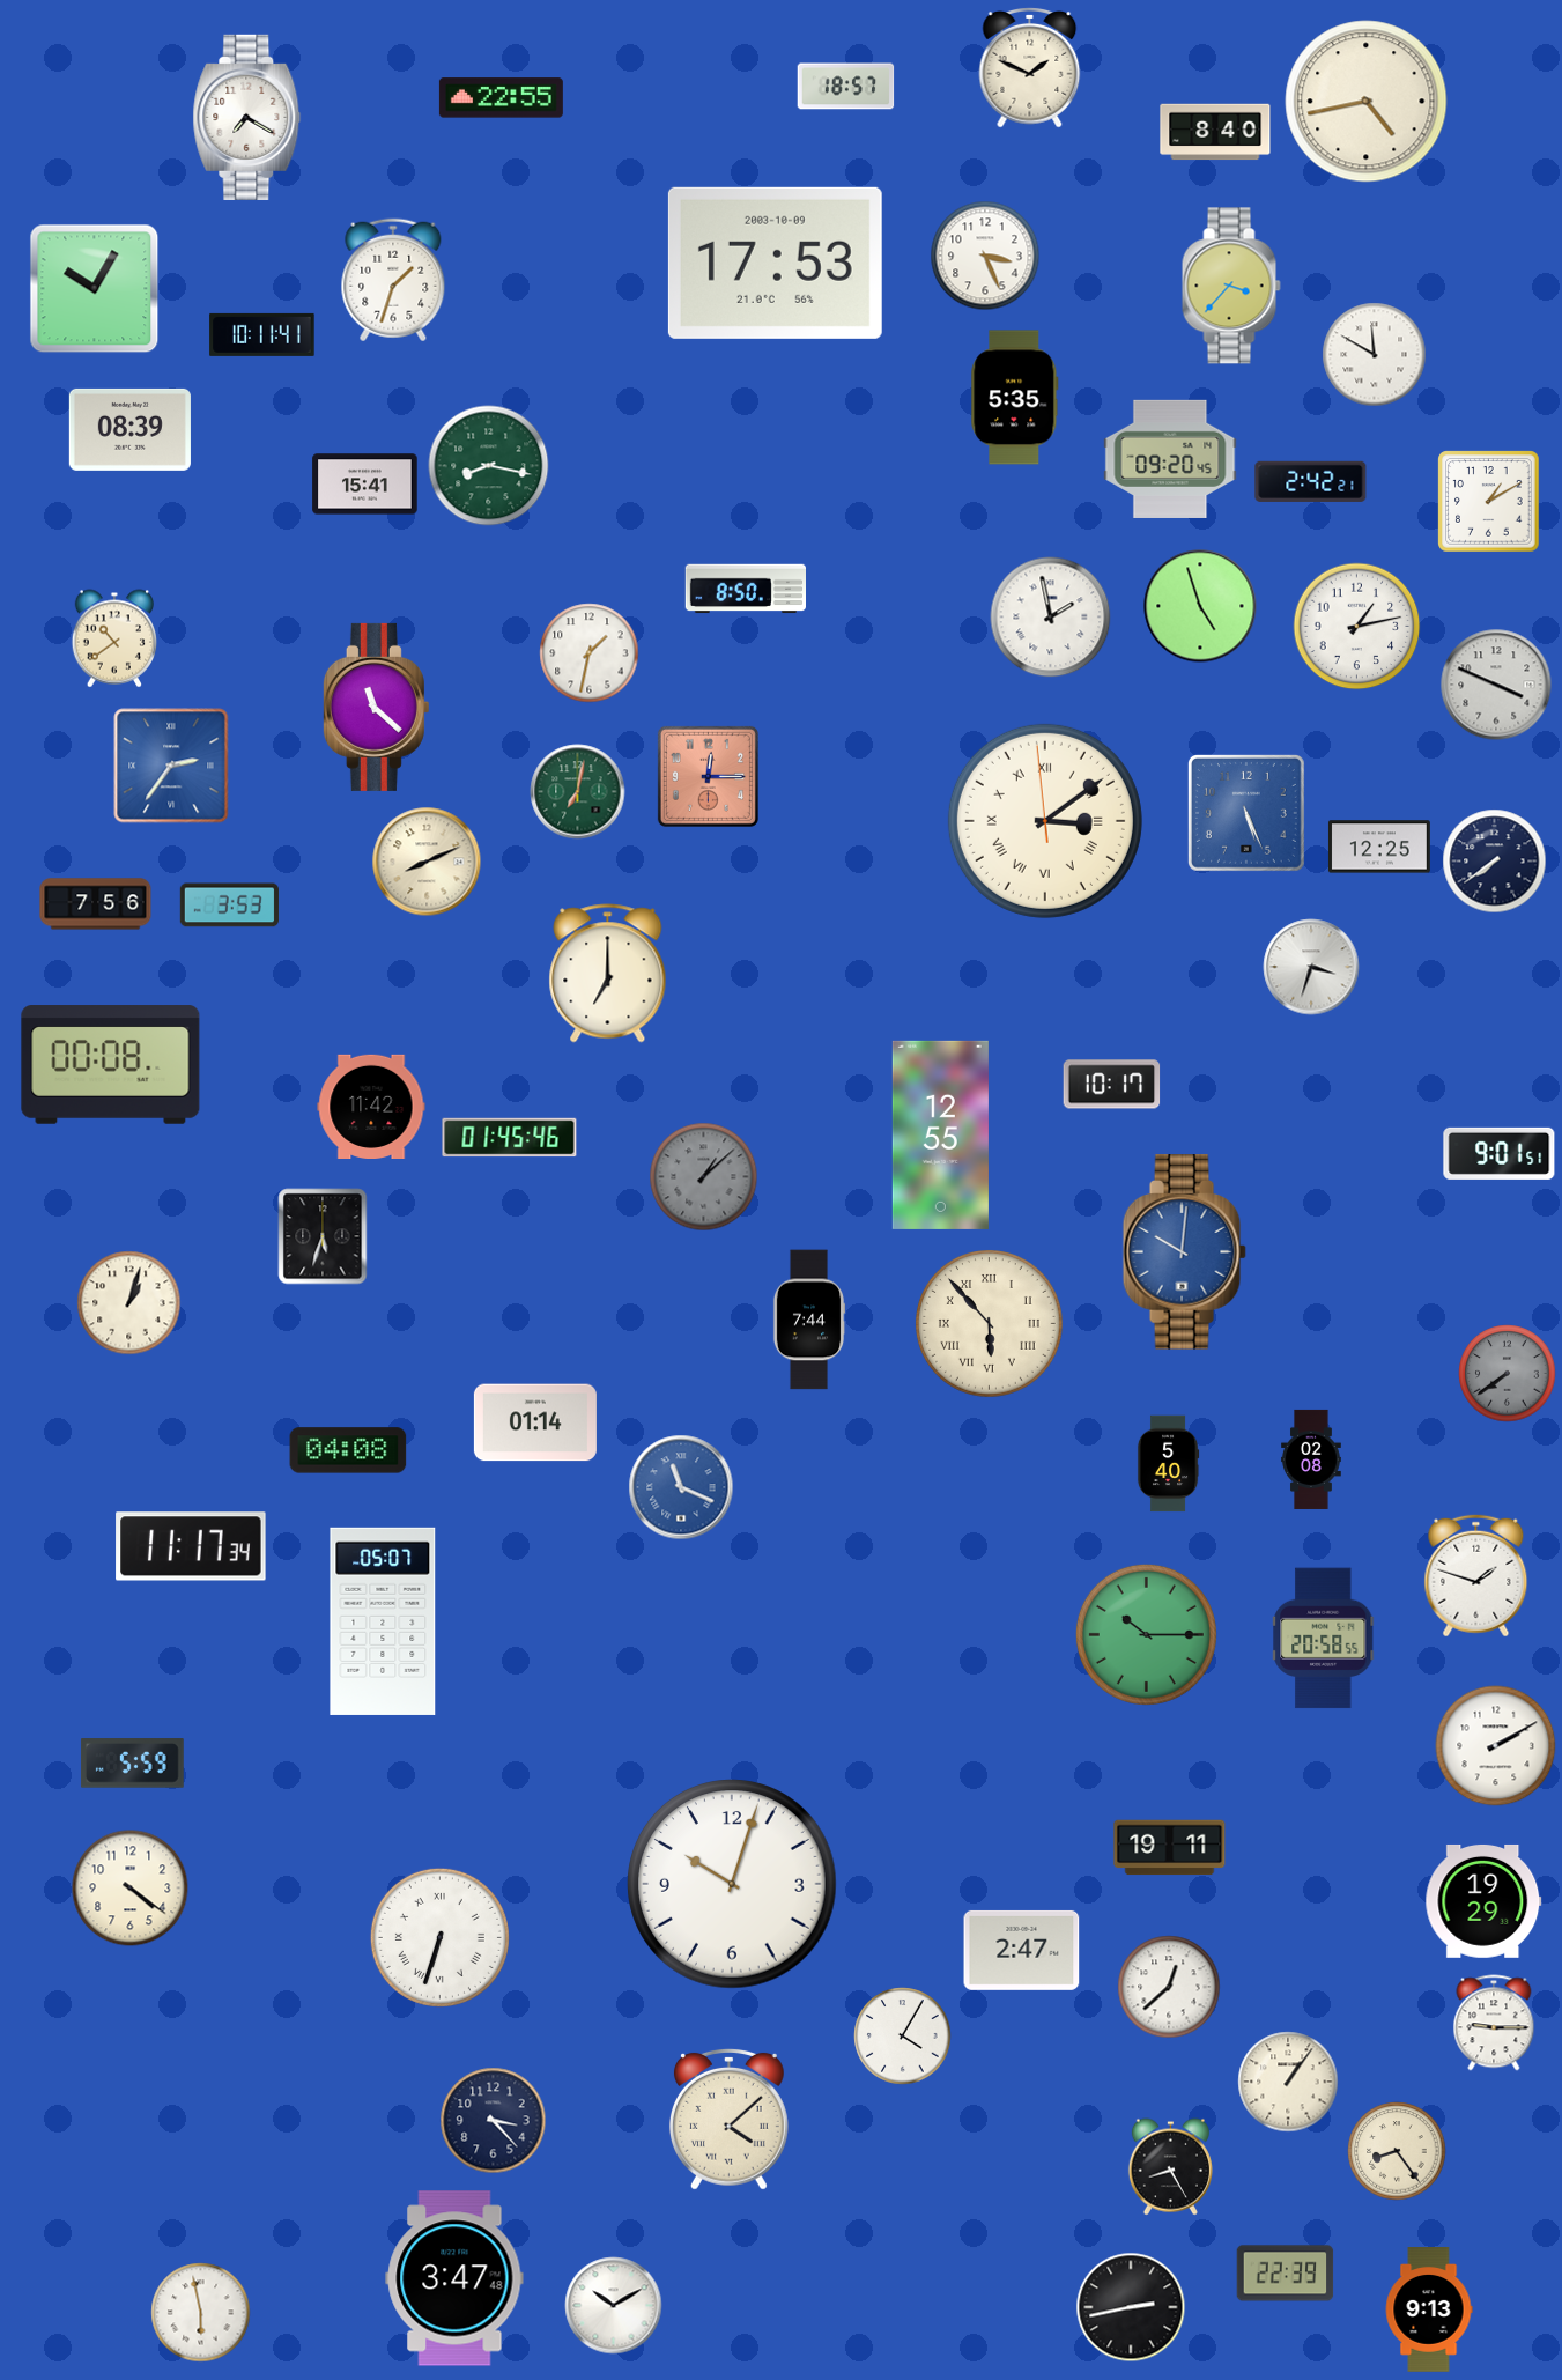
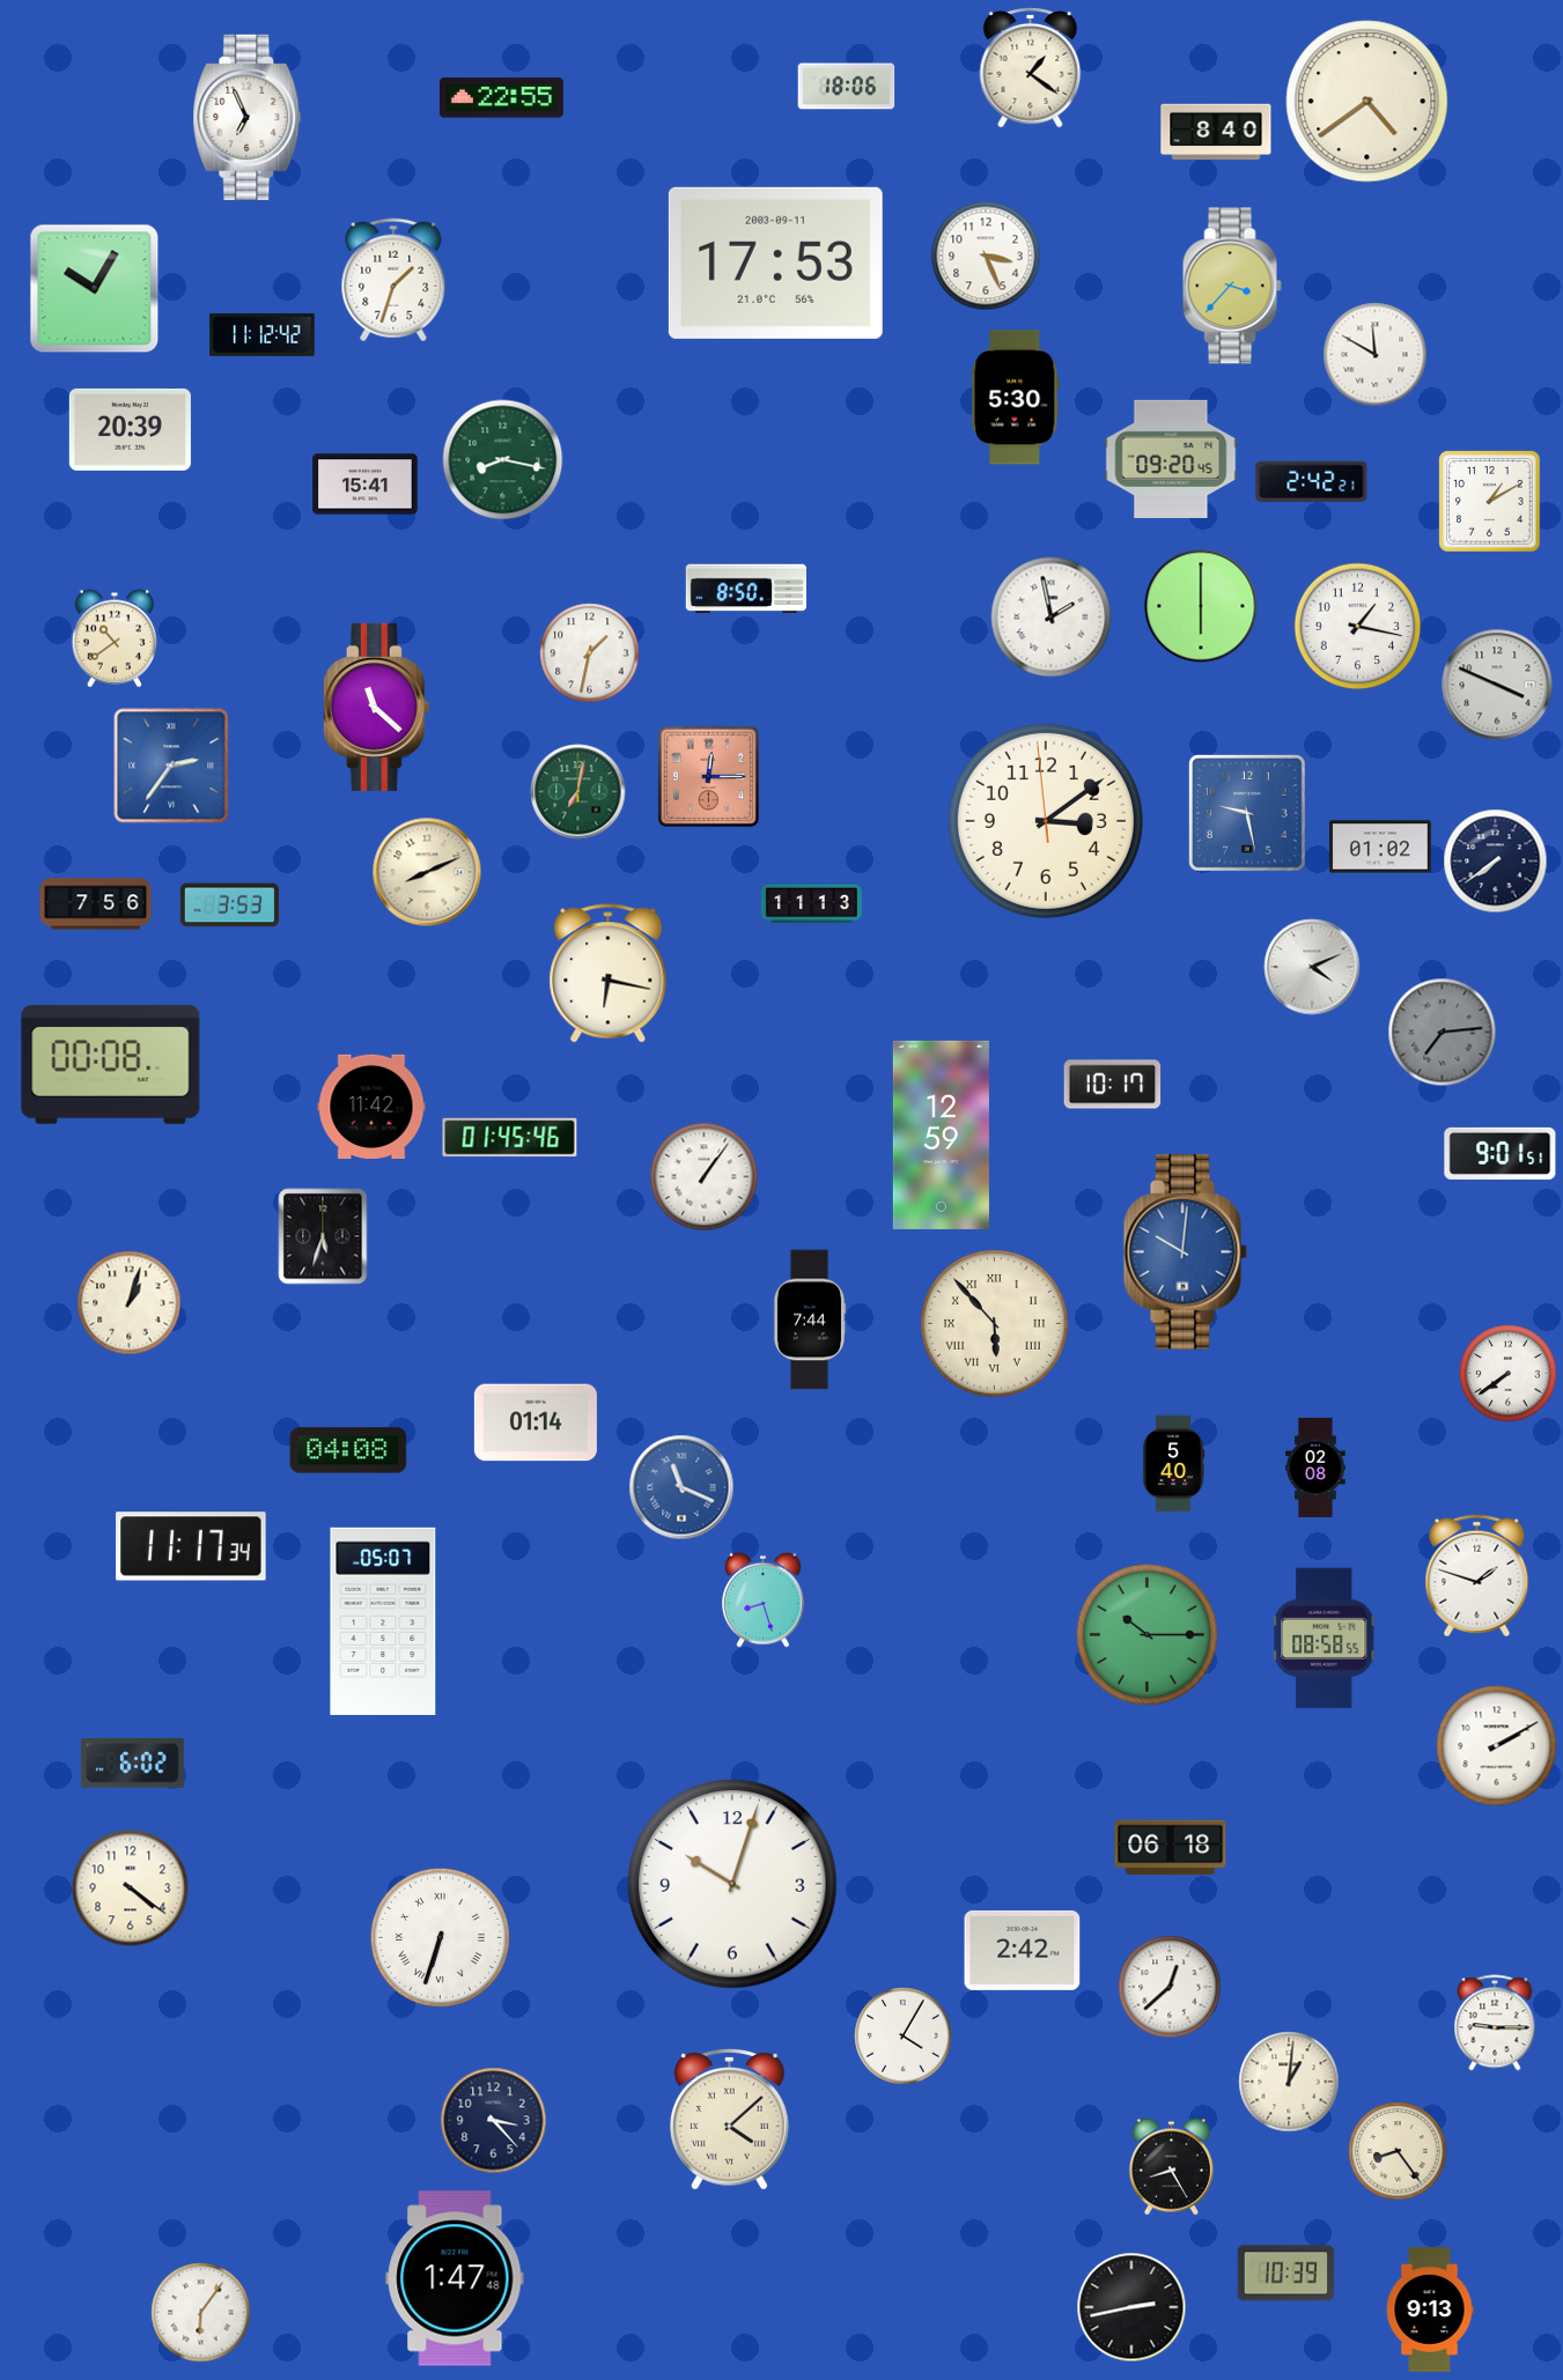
clock at (1030, 67): 1:49 -> 1:21
clock at (846, 87): 18:57 -> 18:06
clock at (1367, 102): 4:43 -> 4:39
clock at (247, 117): 7:20 -> 6:56
clock at (775, 263) date: 2003-10-09 -> 2003-09-11
clock at (262, 334): 10:11 -> 11:12
clock at (1015, 398): 5:35 -> 5:30
clock at (129, 429): 08:39 -> 20:39
clock at (489, 466) position: (489, 466) -> (503, 460)
clock at (1200, 606): 4:57 -> 6:00
clock at (1357, 627): 1:13 -> 1:17
clock at (1246, 813): 5:26 -> 9:28
clock at (1045, 821) numerals: Roman -> Arabic
clock at (1379, 847): 12:25 -> 01:02
clock at (427, 862) position: (427, 862) -> (427, 872)
clock at (811, 904): none -> 11:13
clock at (1311, 967): 3:33 -> 4:11
clock at (608, 974): 7:00 -> 6:17
clock at (1443, 1033): none -> 7:14
clock at (940, 1134): 12:55 -> 12:59
clock at (704, 1177): 1:08 -> 1:06
clock at (704, 1177) dial: grey -> white
clock at (990, 1324) position: (990, 1324) -> (995, 1324)
clock at (1508, 1374) dial: grey -> white
clock at (1311, 1459) position: (1311, 1459) -> (1315, 1468)
clock at (1168, 1464) position: (1168, 1464) -> (1173, 1464)
clock at (762, 1599): none -> 8:27
clock at (1324, 1639): 20:58 -> 08:58
clock at (132, 1764): 5:59 -> 6:02
clock at (1170, 1848): 19:11 -> 06:18
clock at (1483, 1901): 19:29 -> none
clock at (1022, 1950): 2:47 -> 2:42
clock at (1288, 2082): 1:06 -> 1:01
clock at (1286, 2274): 22:39 -> 10:39
clock at (454, 2278): 3:47 -> 1:47
clock at (614, 2306): 10:10 -> none
clock at (201, 2313): 5:58 -> 6:06
